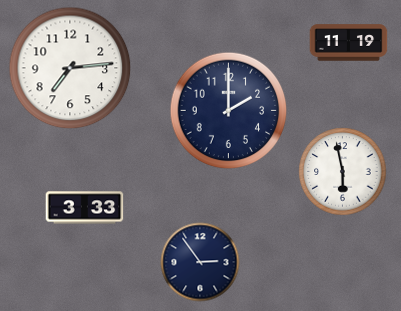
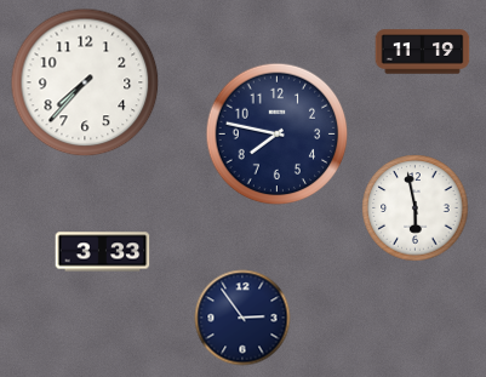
clock at (70, 68): 7:14 -> 7:37
clock at (228, 110): 2:00 -> 7:47
